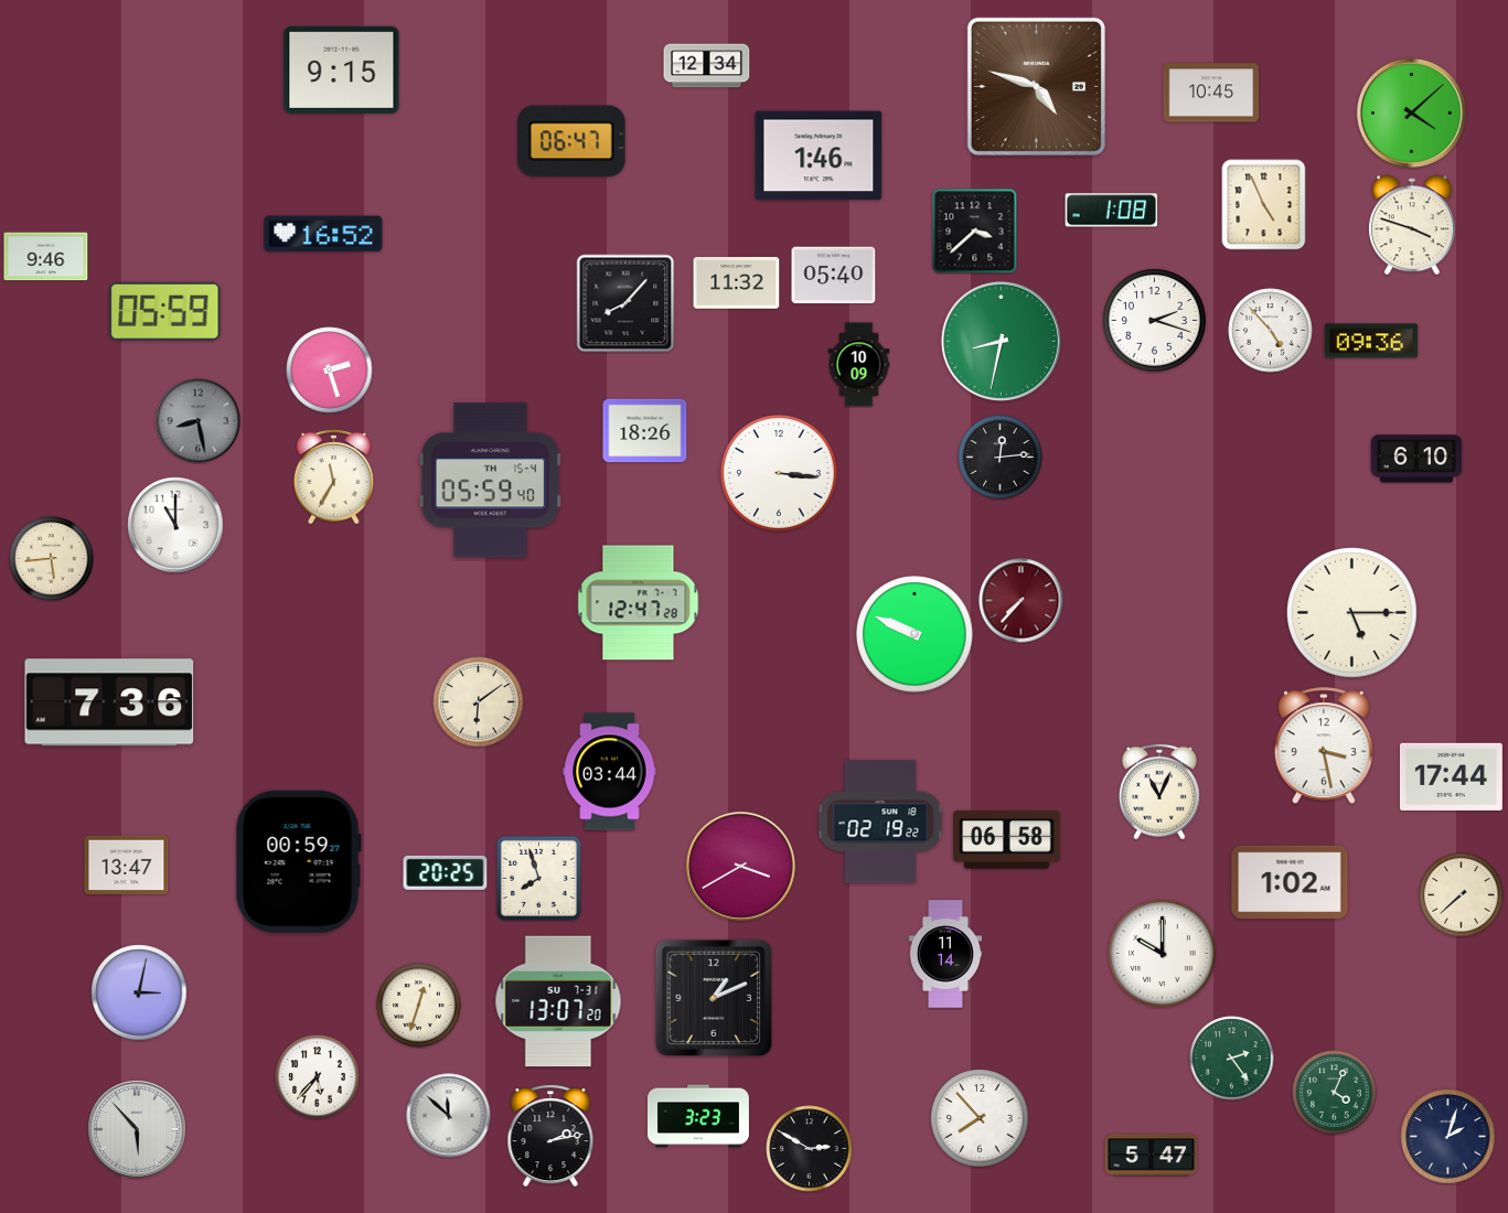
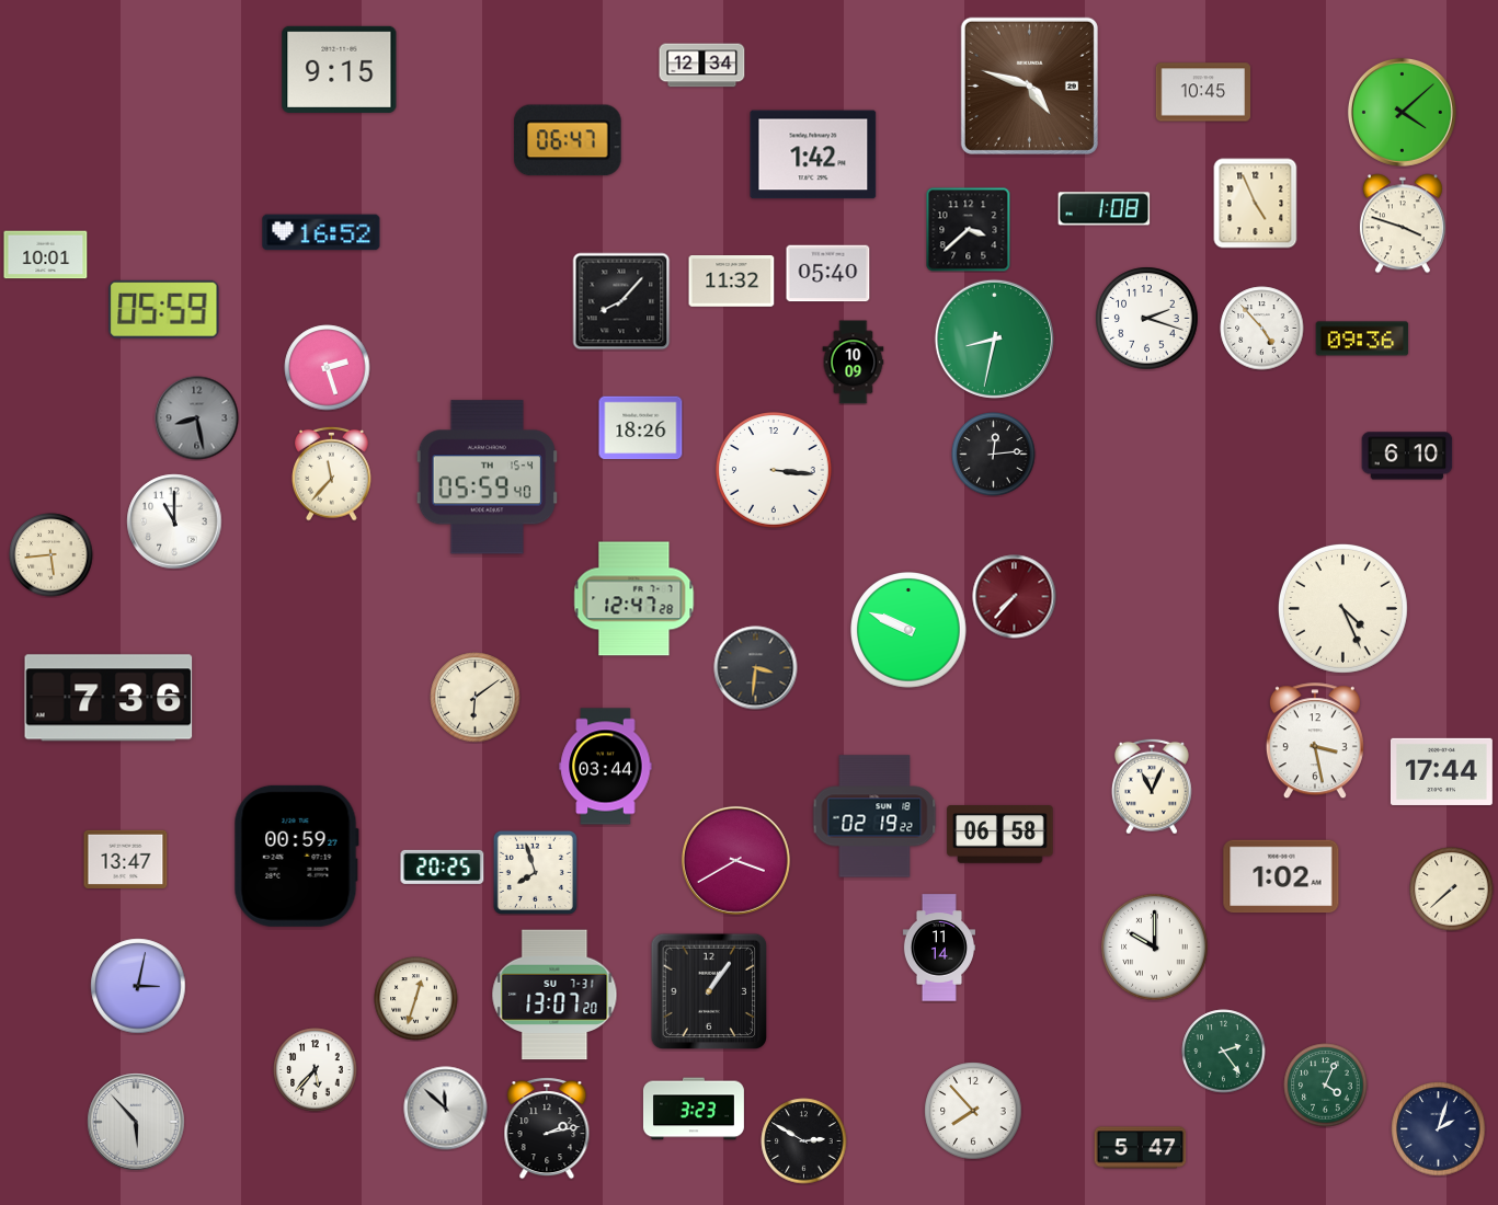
clock at (819, 155): 1:46 -> 1:42
clock at (46, 257): 9:46 -> 10:01
clock at (334, 476): 11:35 -> 11:37
clock at (1351, 612): 5:15 -> 4:26
clock at (756, 668): none -> 3:31
clock at (714, 998): 1:11 -> 1:06
clock at (1152, 1156) position: (1152, 1156) -> (1141, 1148)
